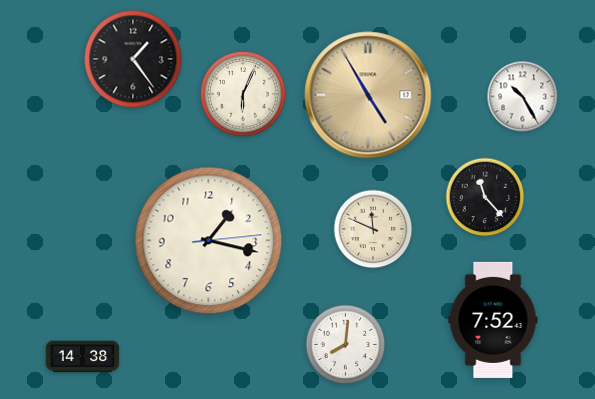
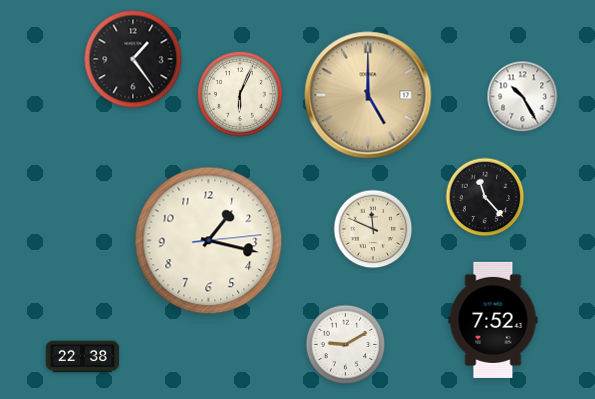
clock at (243, 94) position: (243, 94) -> (240, 94)
clock at (368, 95): 4:55 -> 5:00
clock at (346, 345): 8:01 -> 9:10
clock at (83, 357): 14:38 -> 22:38
